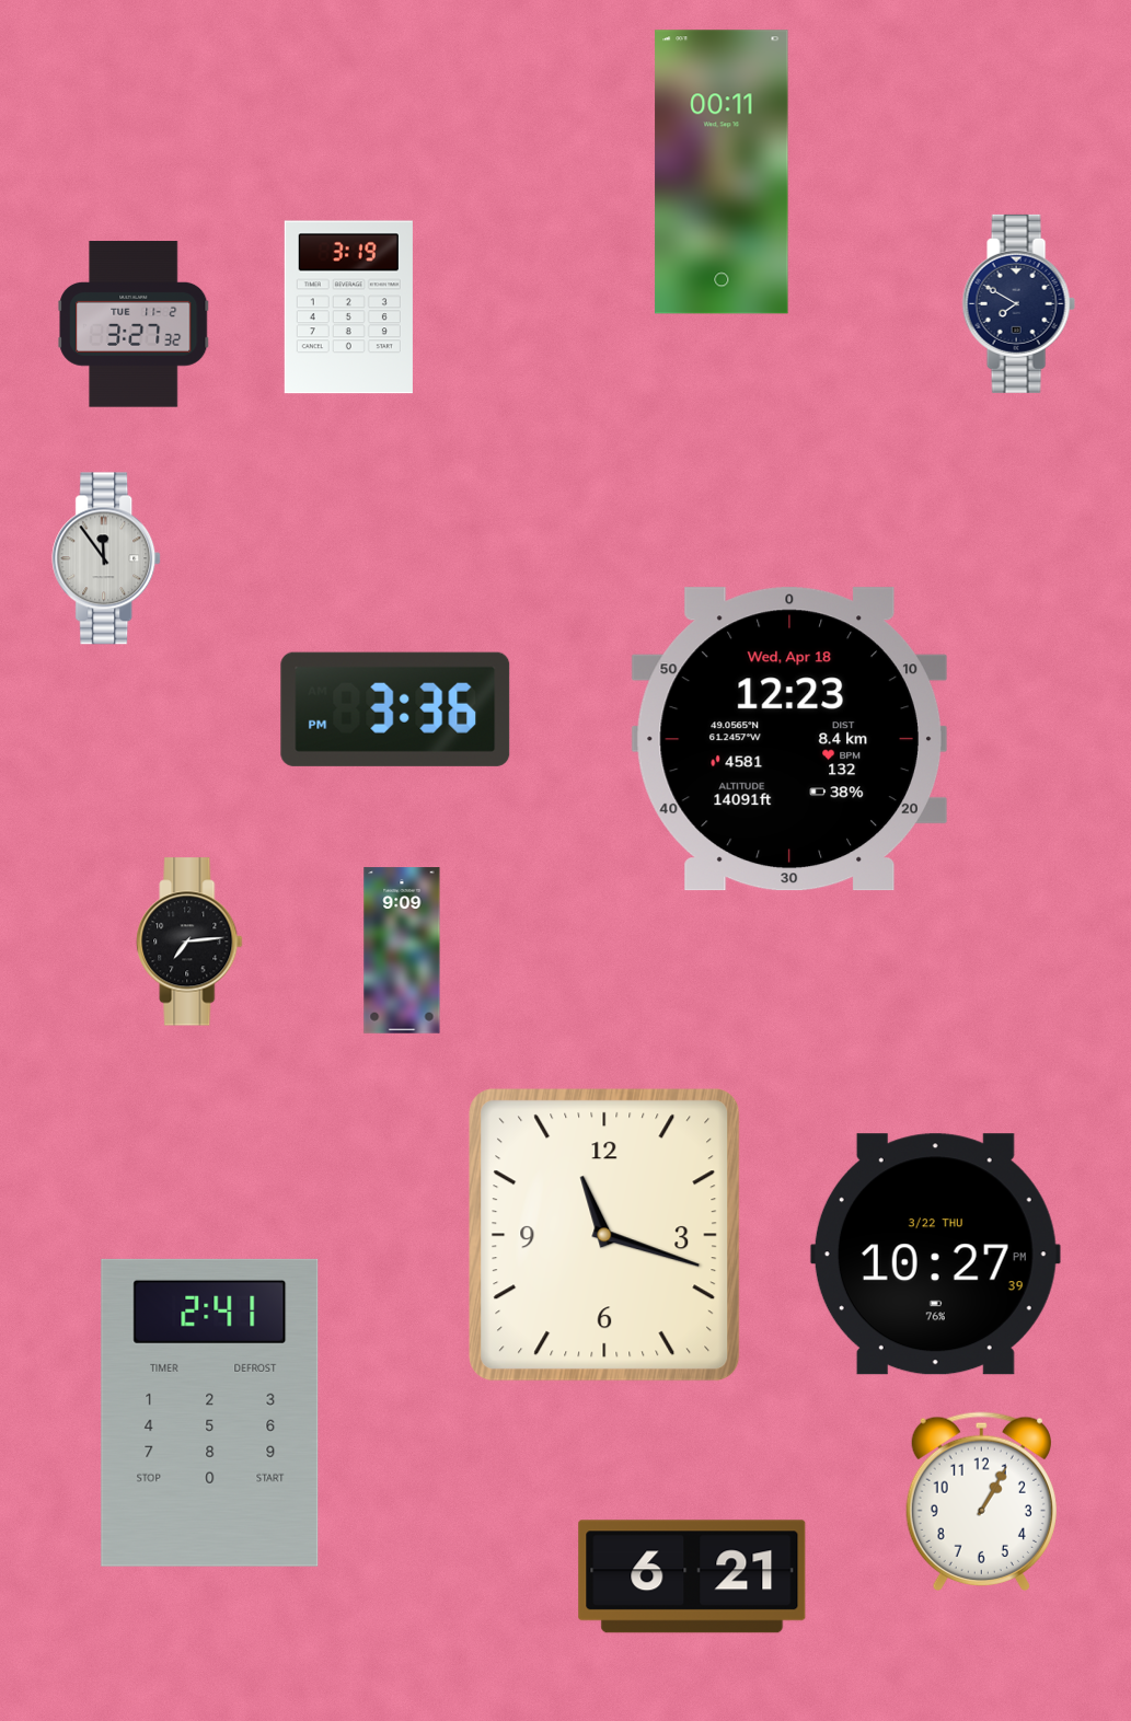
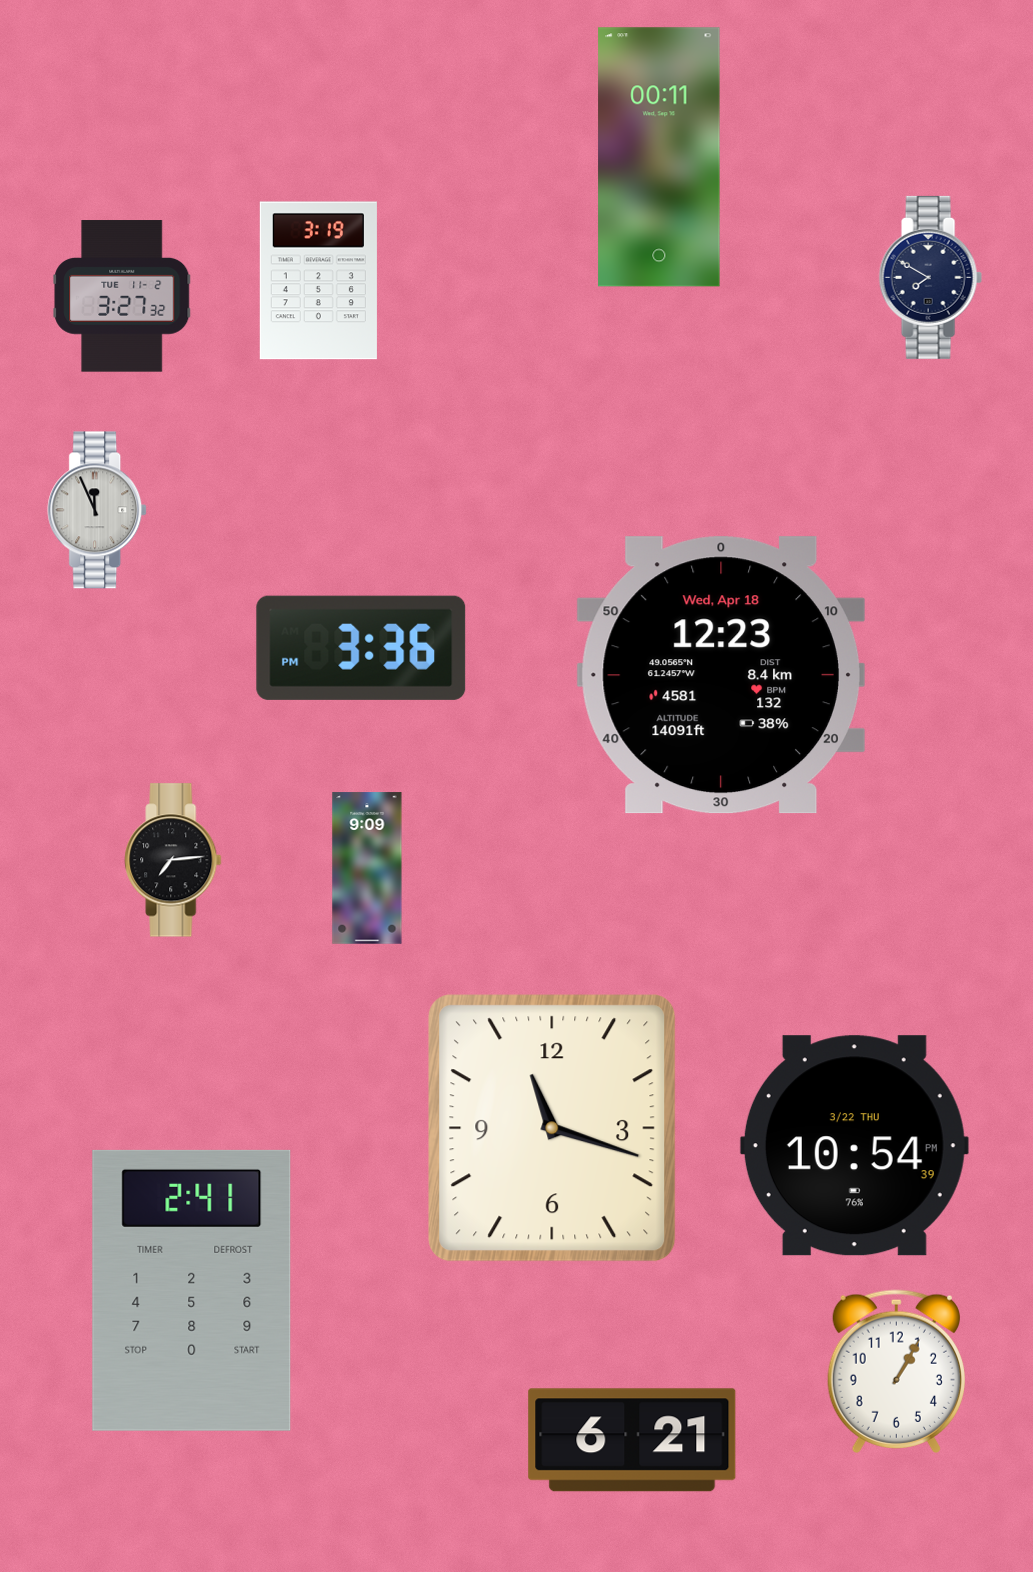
clock at (107, 558): 11:54 -> 11:56
clock at (935, 1255): 10:27 -> 10:54
